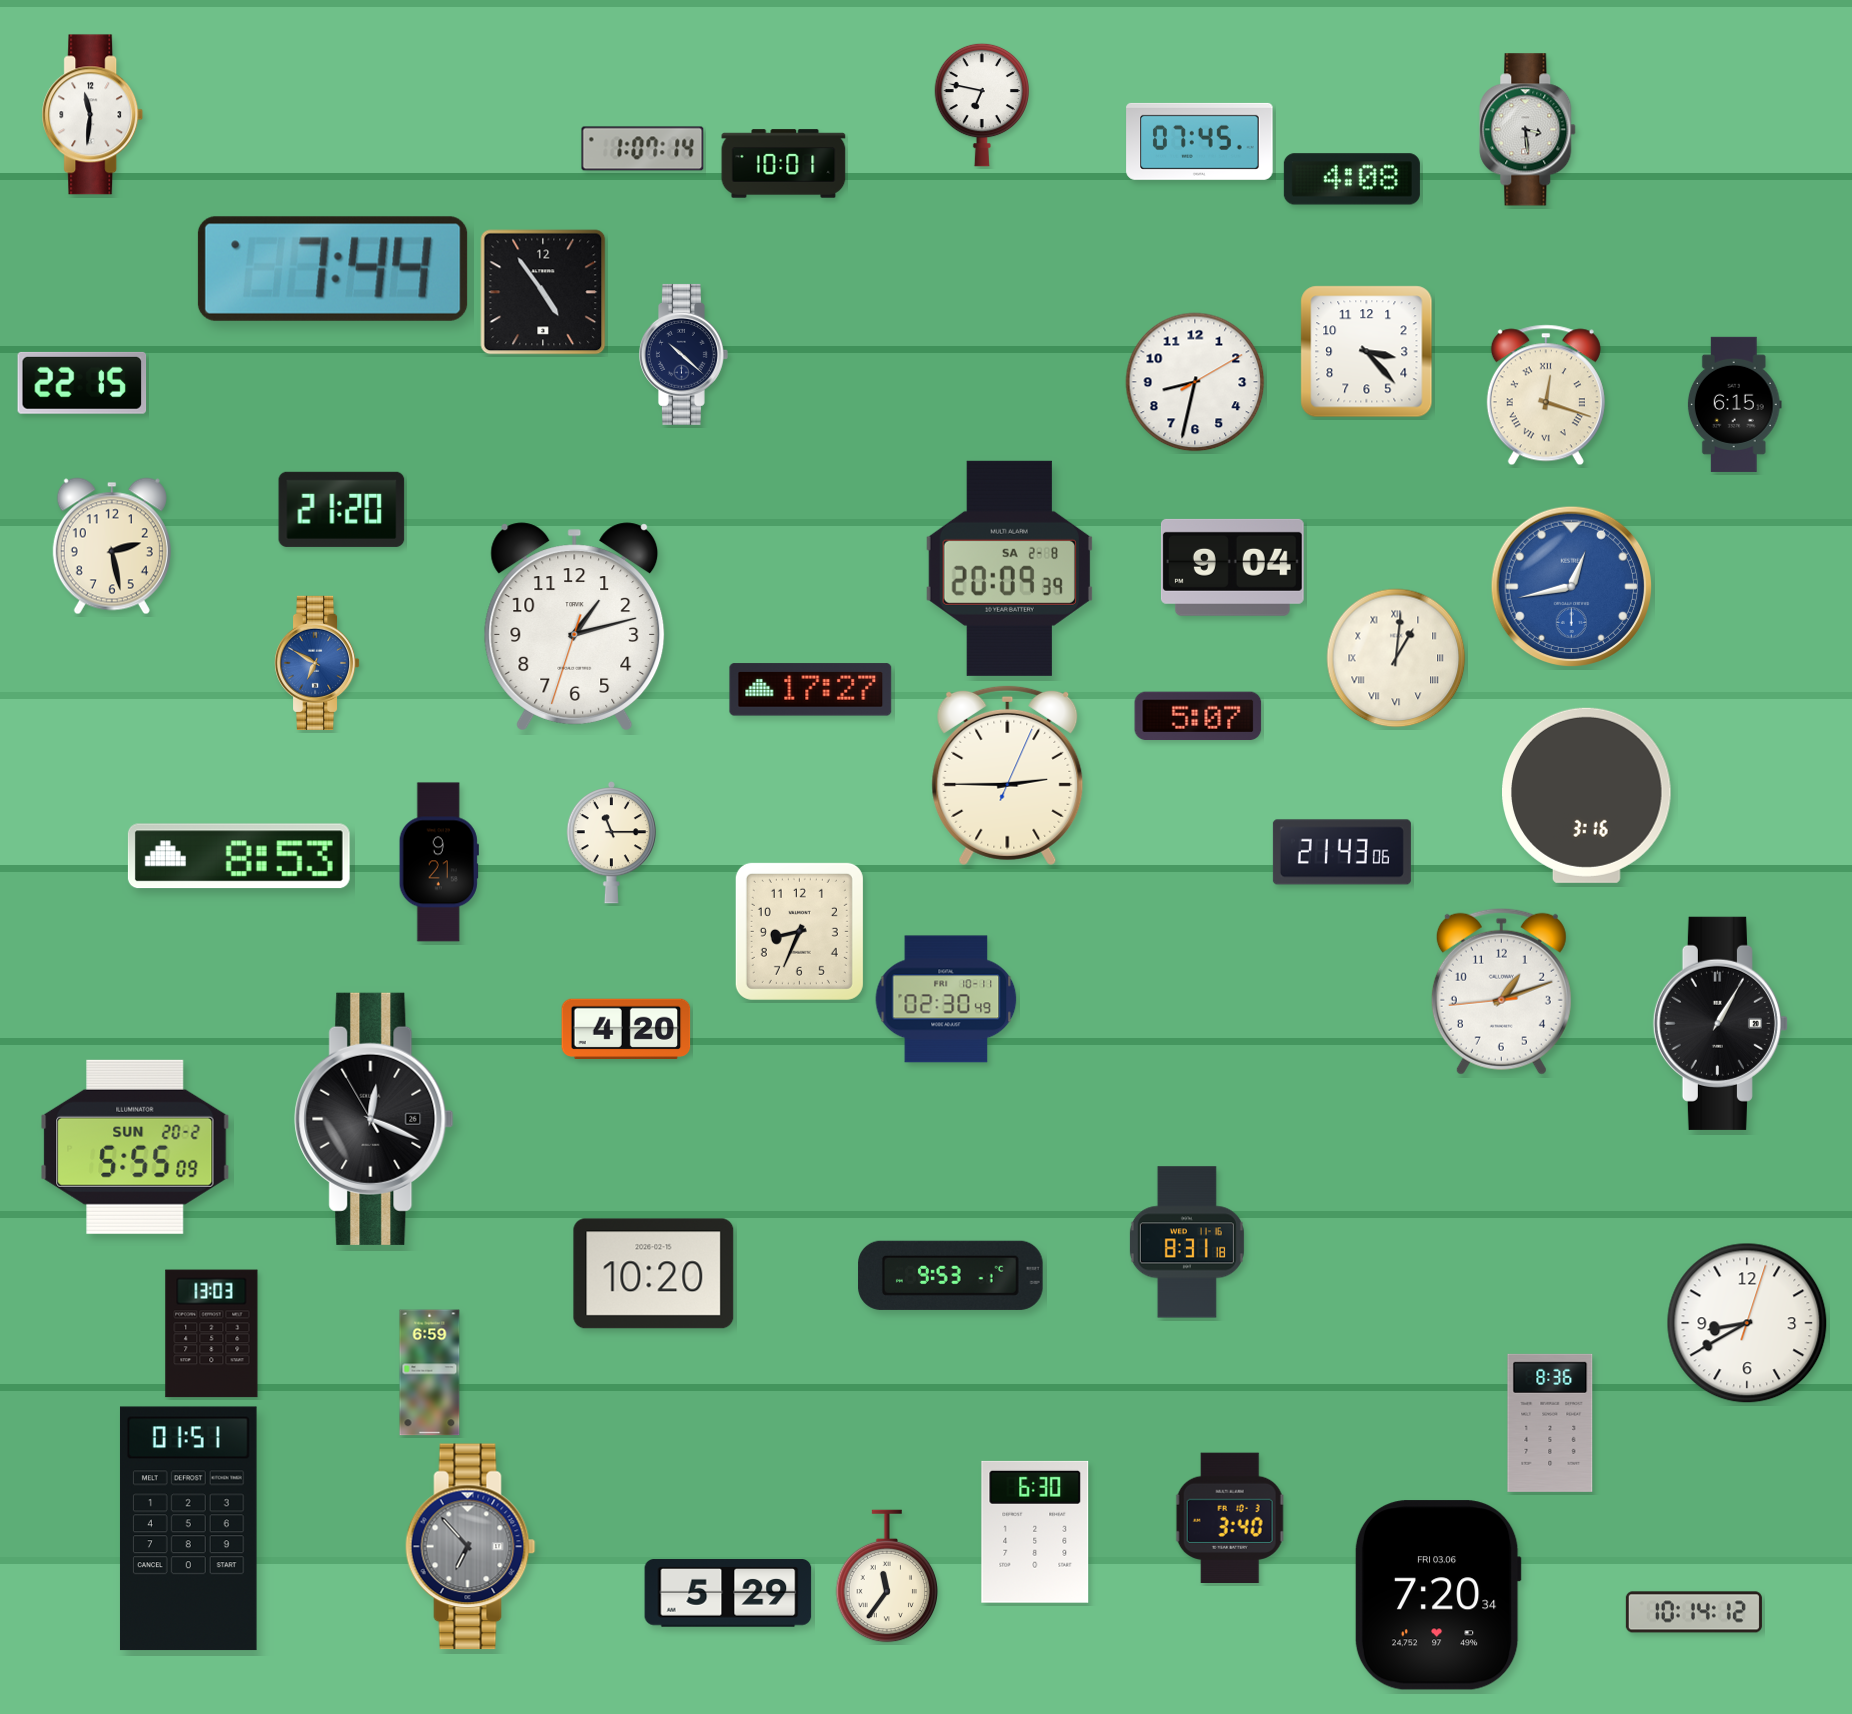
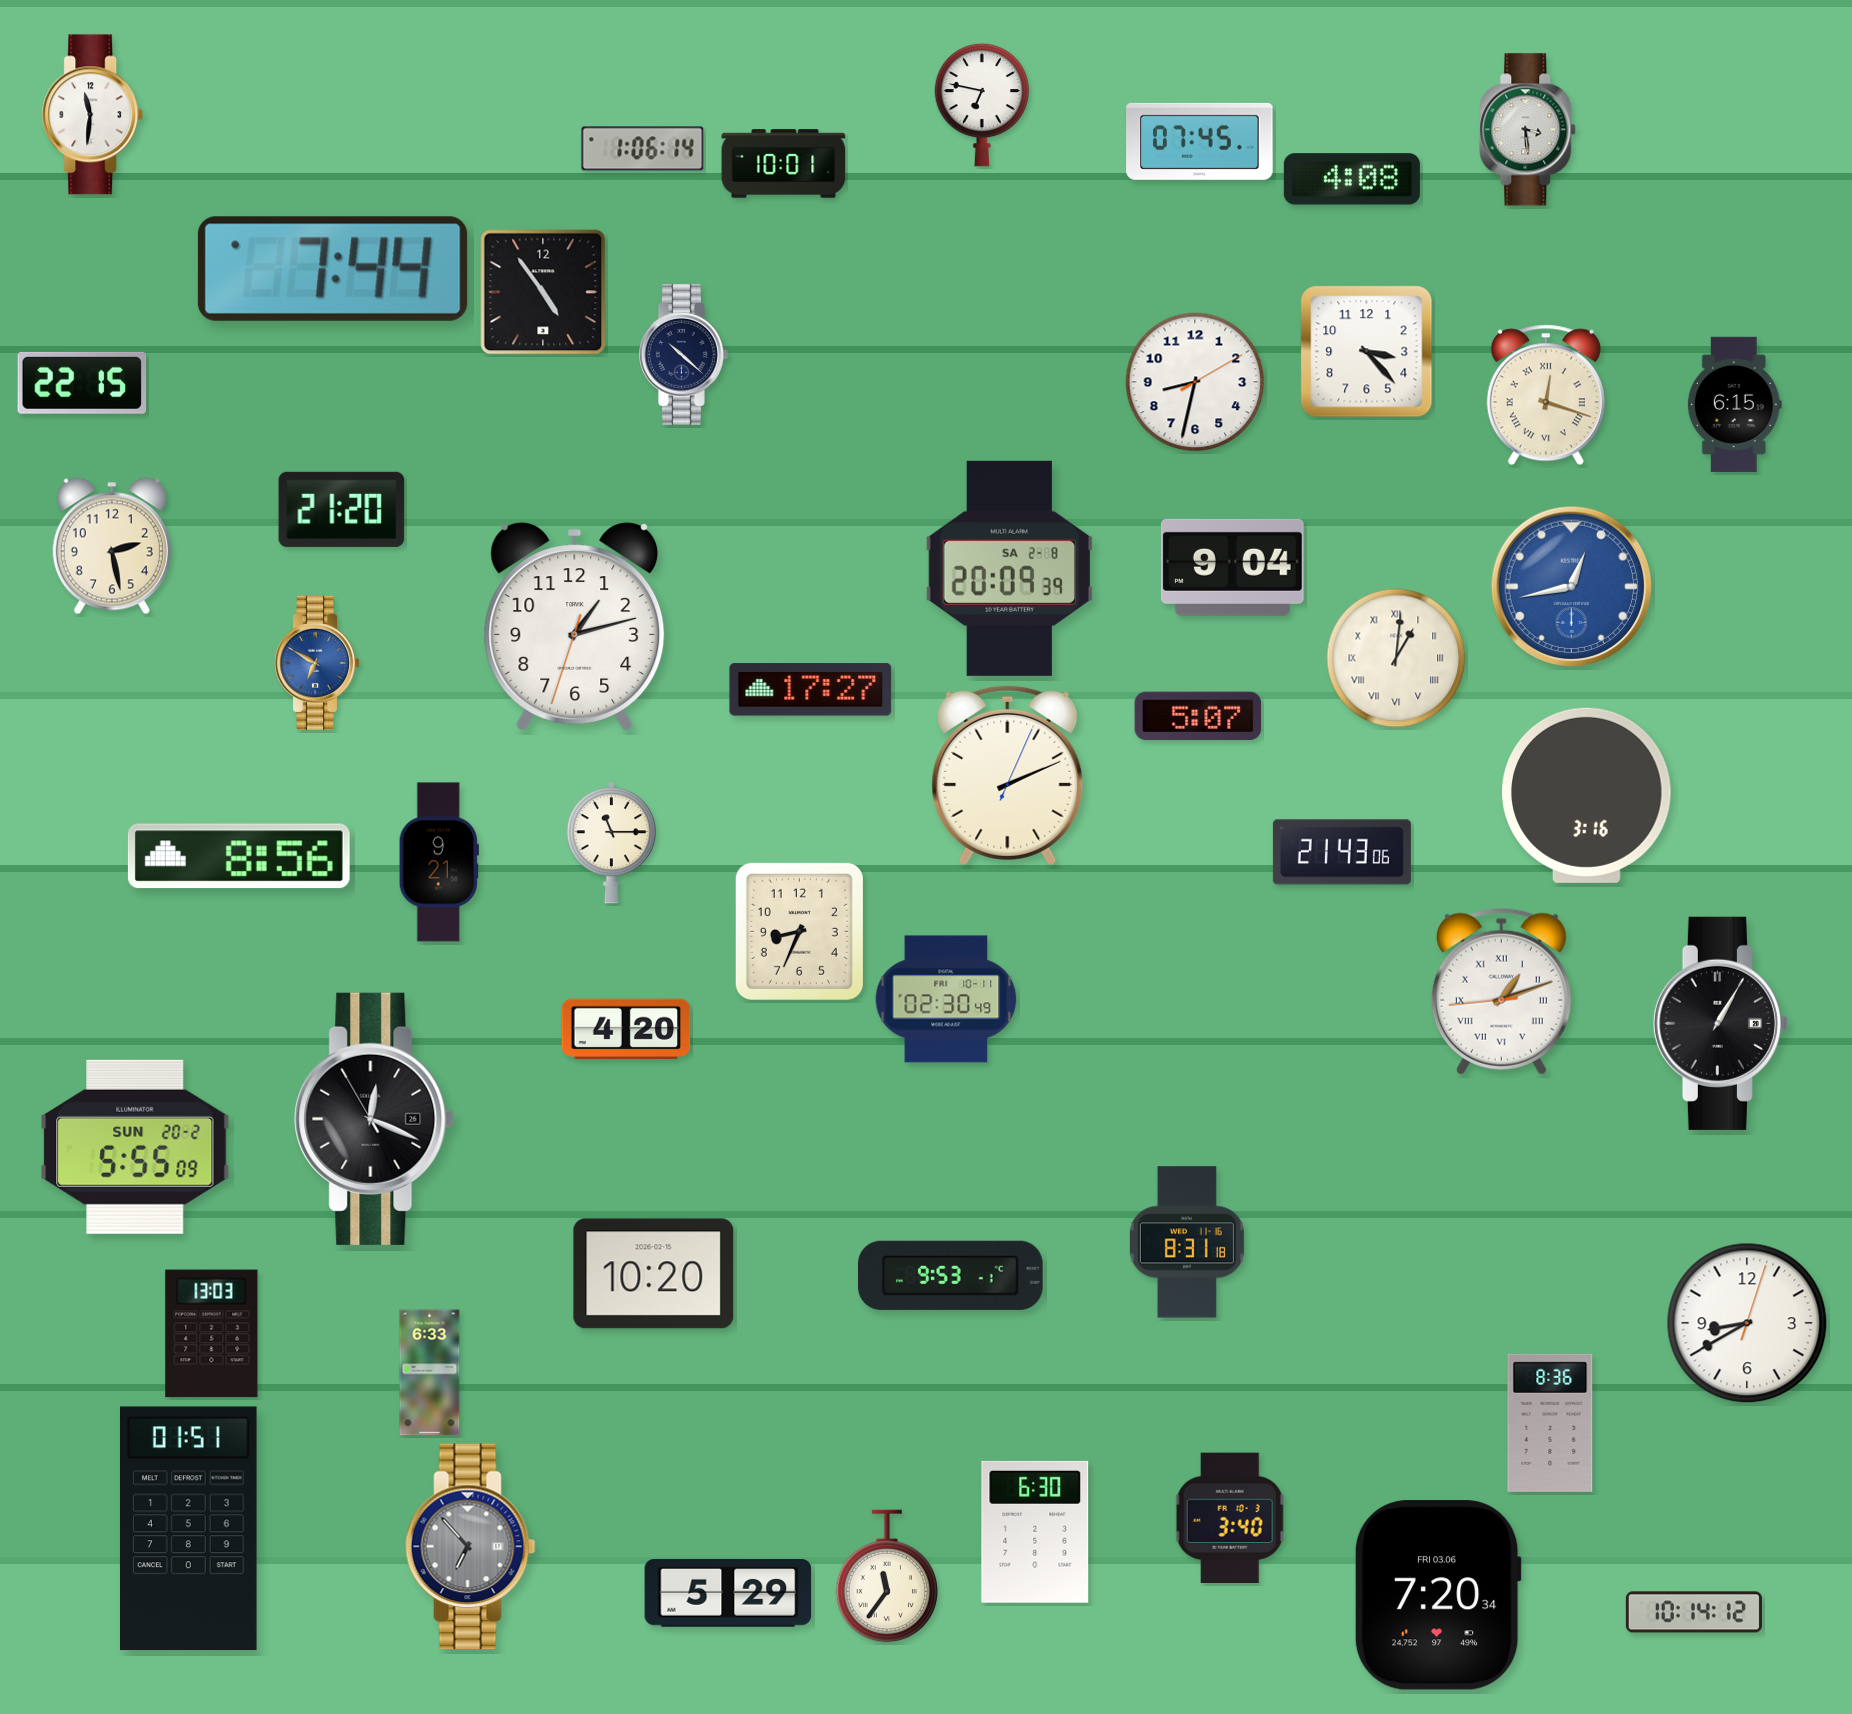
clock at (643, 149): 1:07 -> 1:06
clock at (1008, 775): 2:45 -> 2:11
clock at (239, 856): 8:53 -> 8:56
clock at (1501, 991) numerals: Arabic -> Roman
clock at (430, 1373): 6:59 -> 6:33
